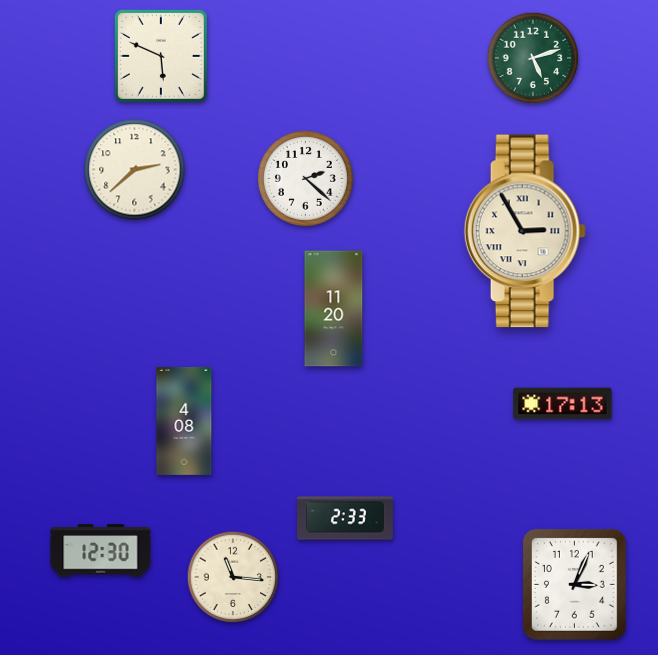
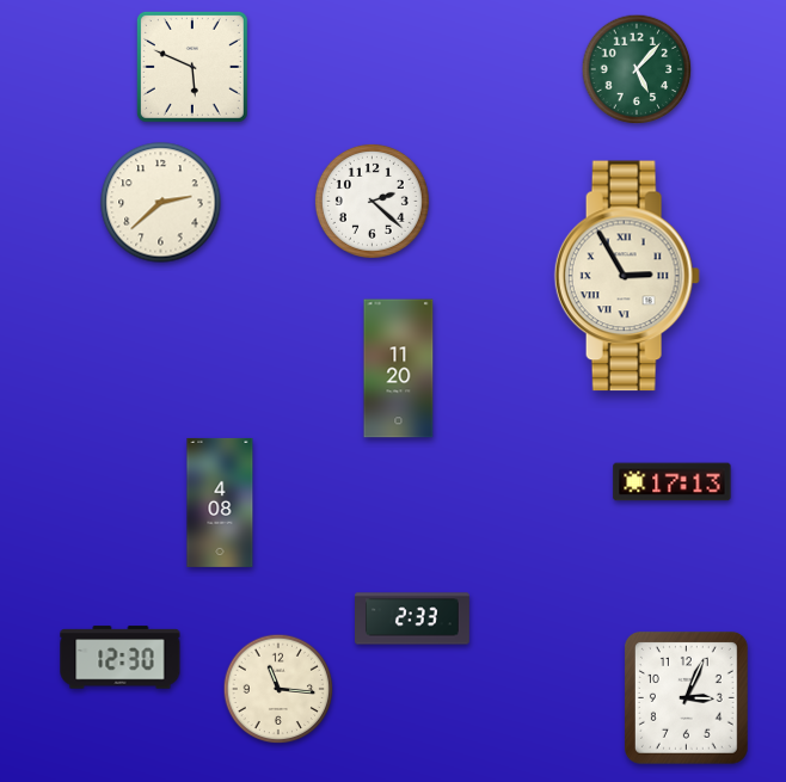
clock at (533, 58): 5:12 -> 5:07
clock at (305, 178) position: (305, 178) -> (371, 201)
